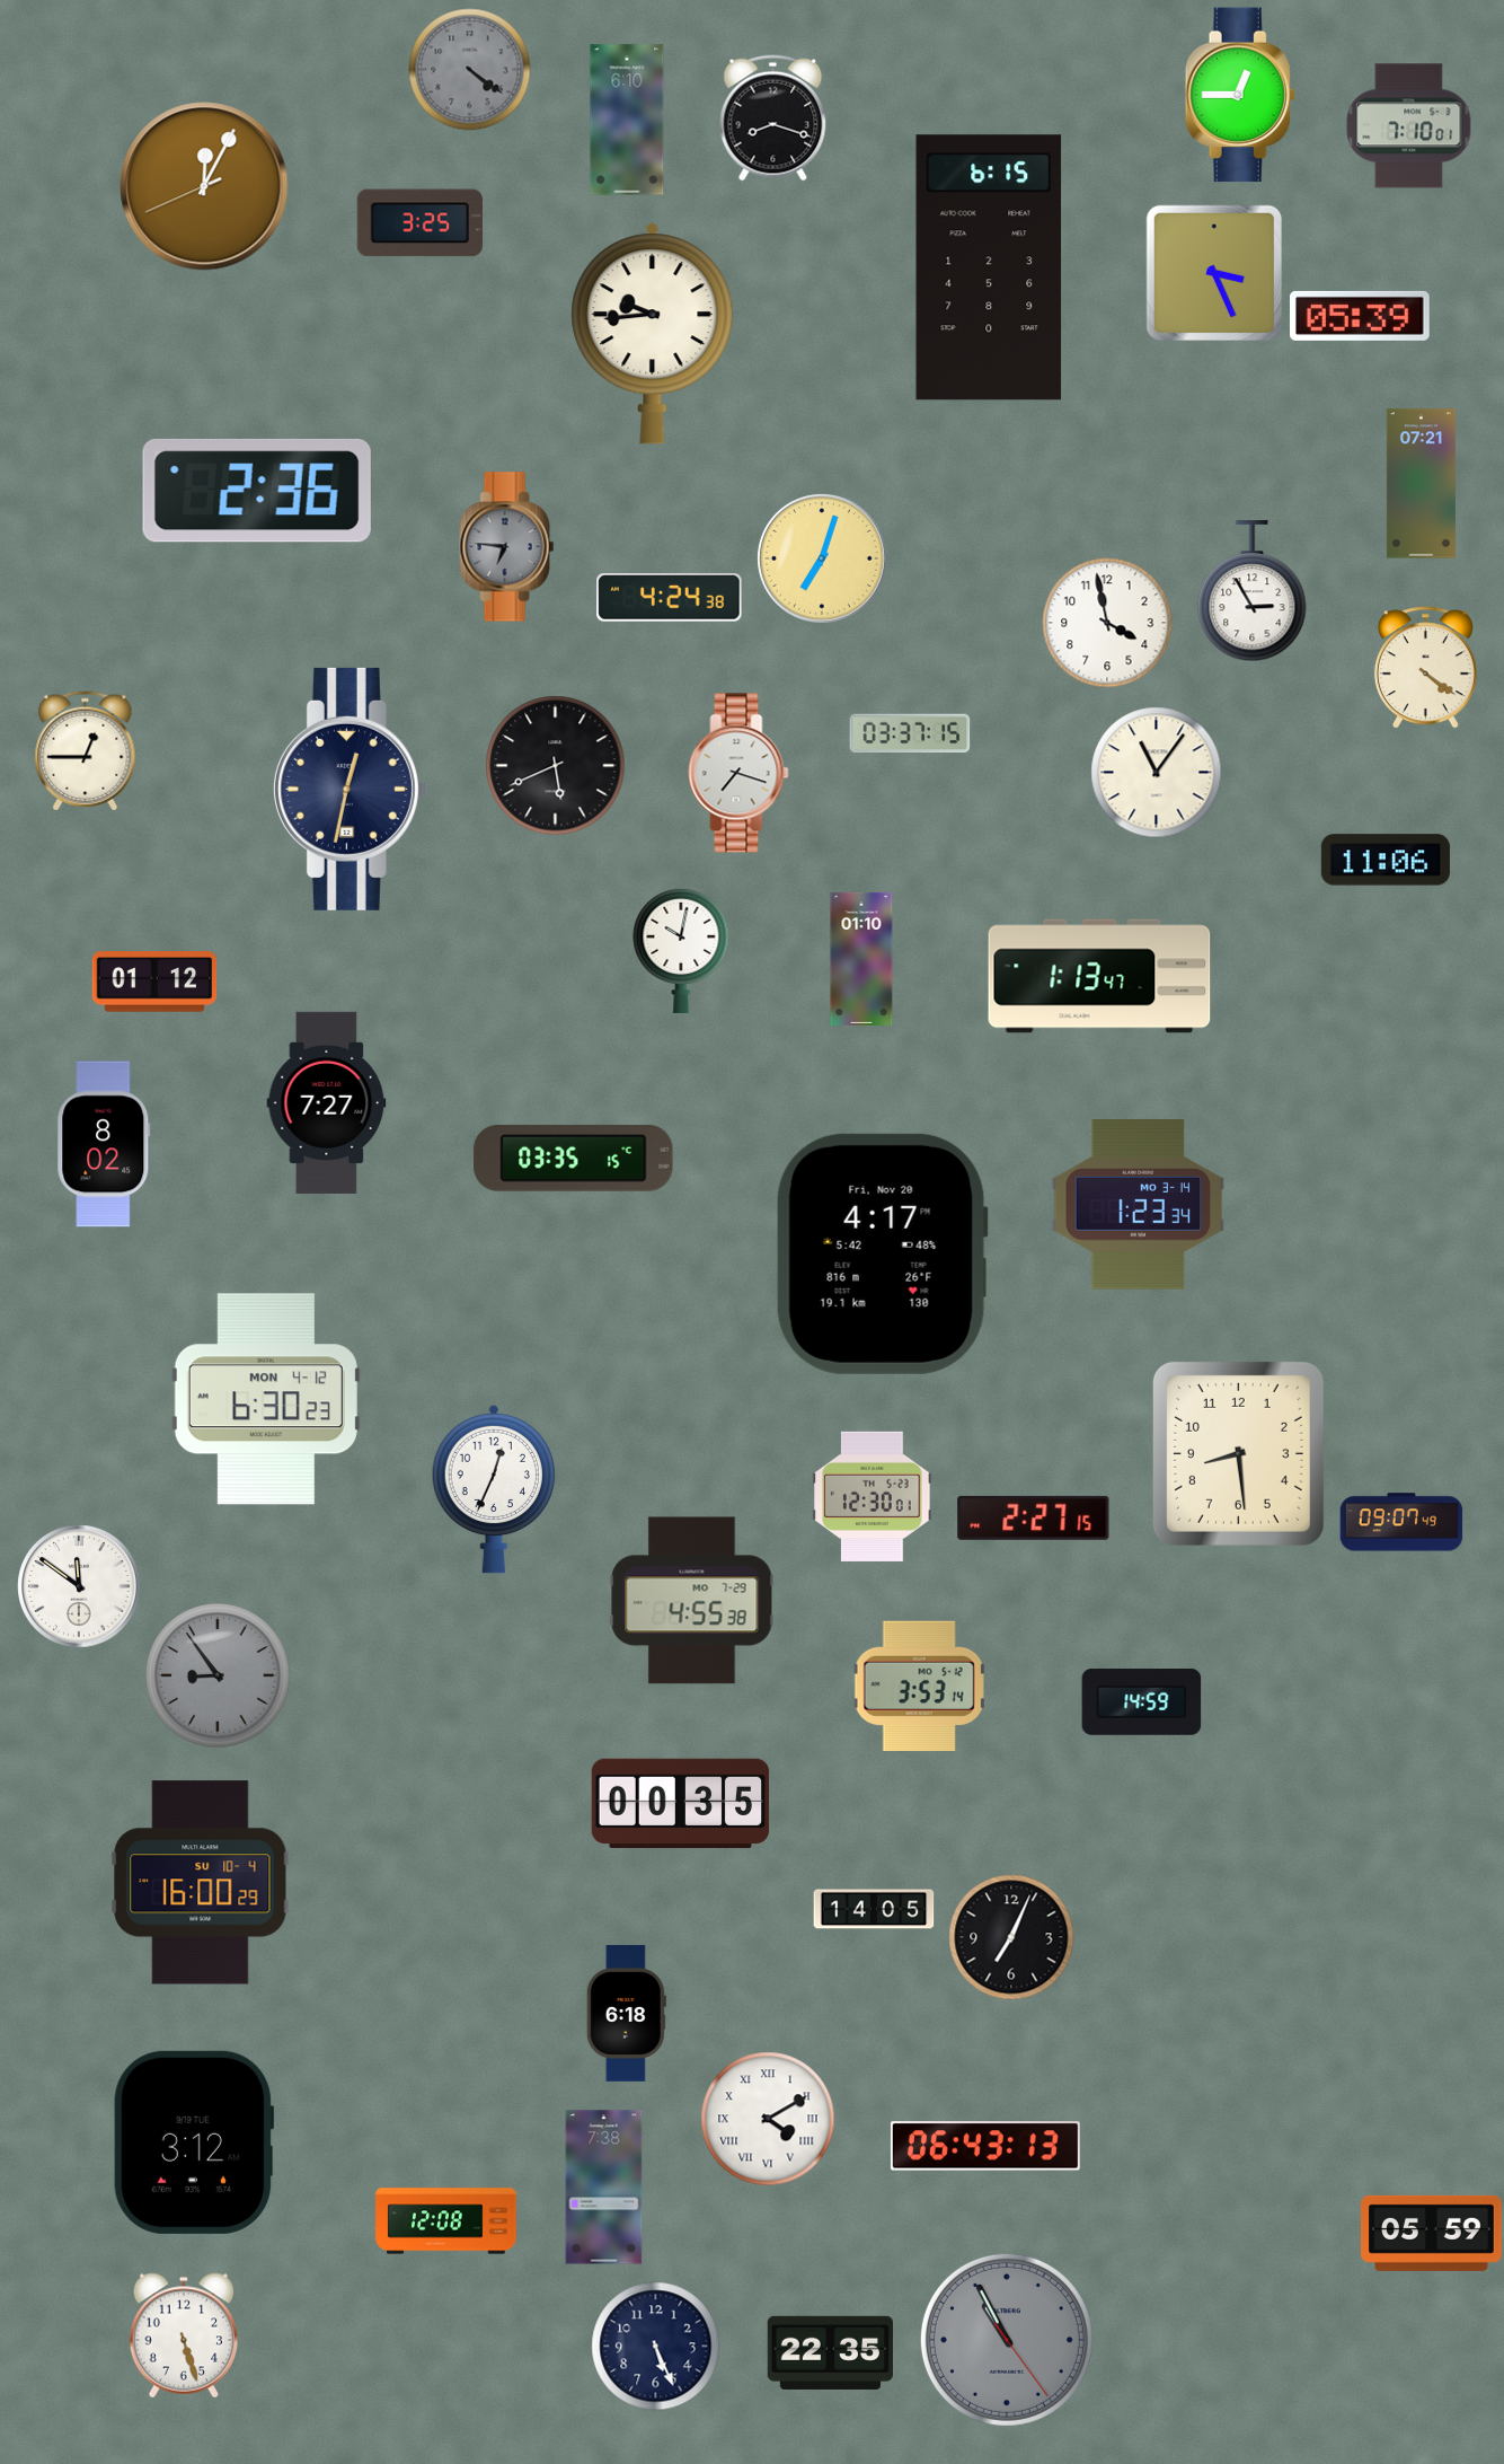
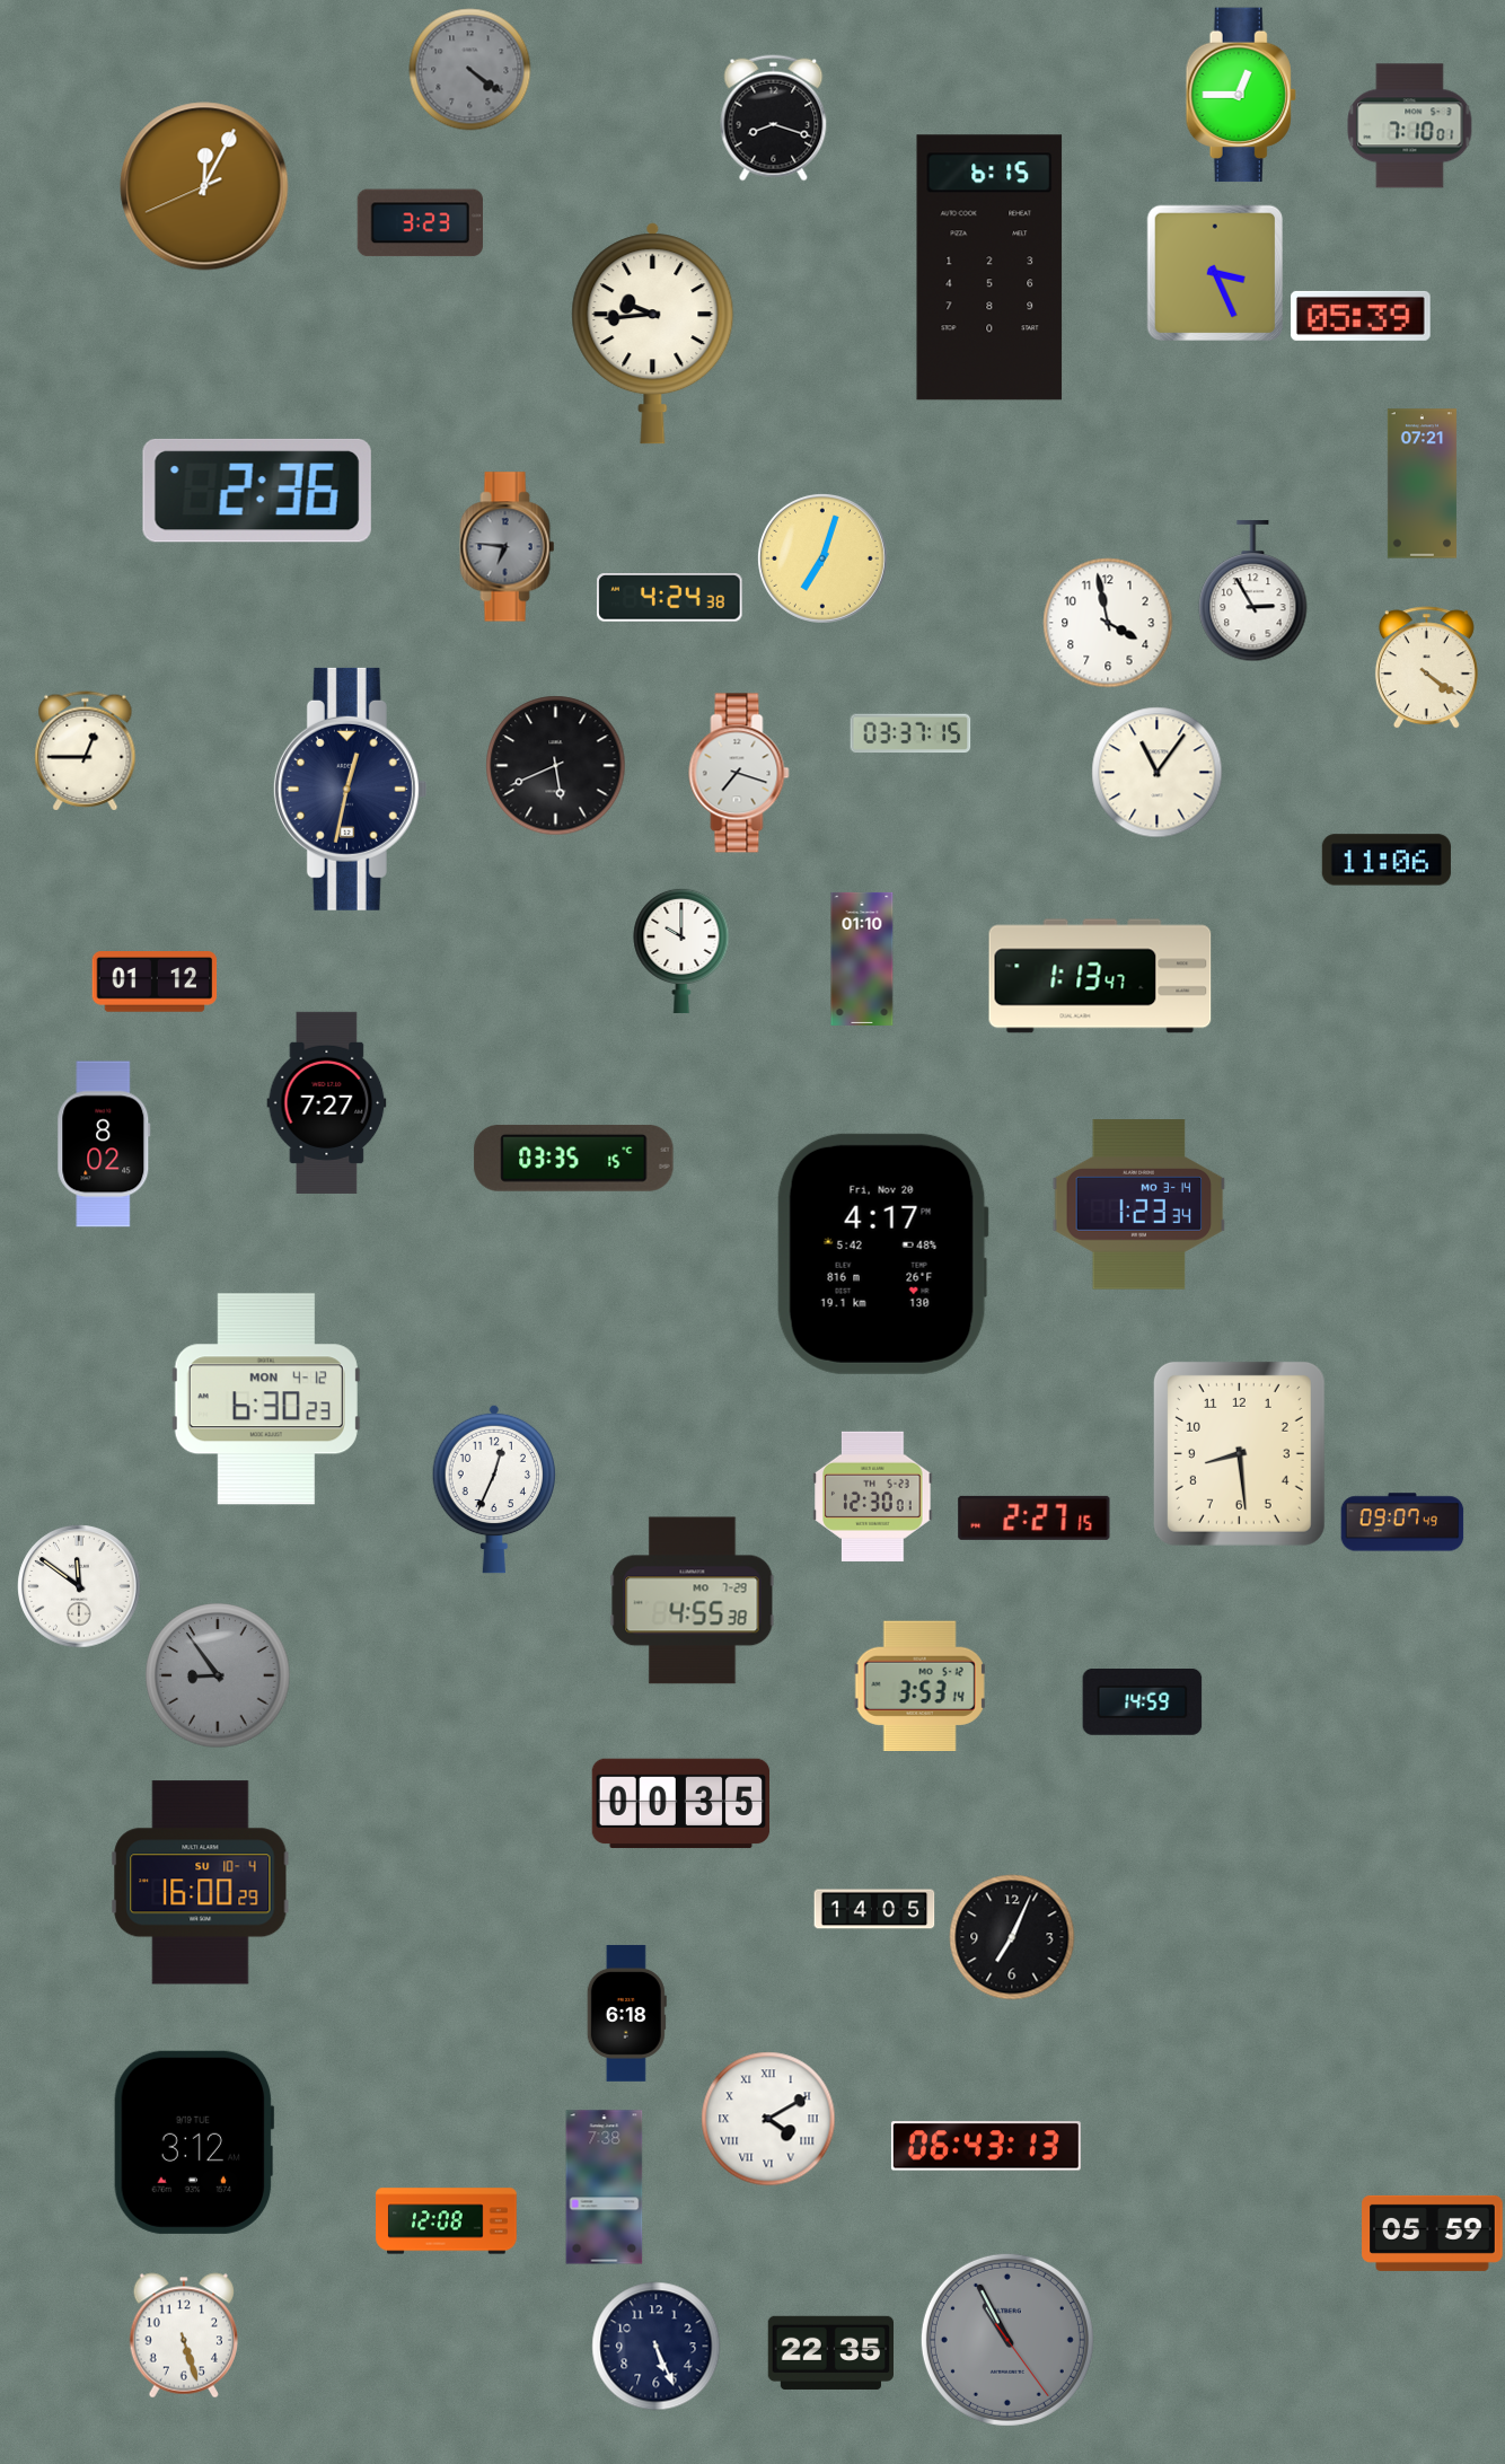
clock at (627, 120): 6:10 -> none
clock at (419, 223): 3:25 -> 3:23
clock at (681, 951): 10:02 -> 10:00
